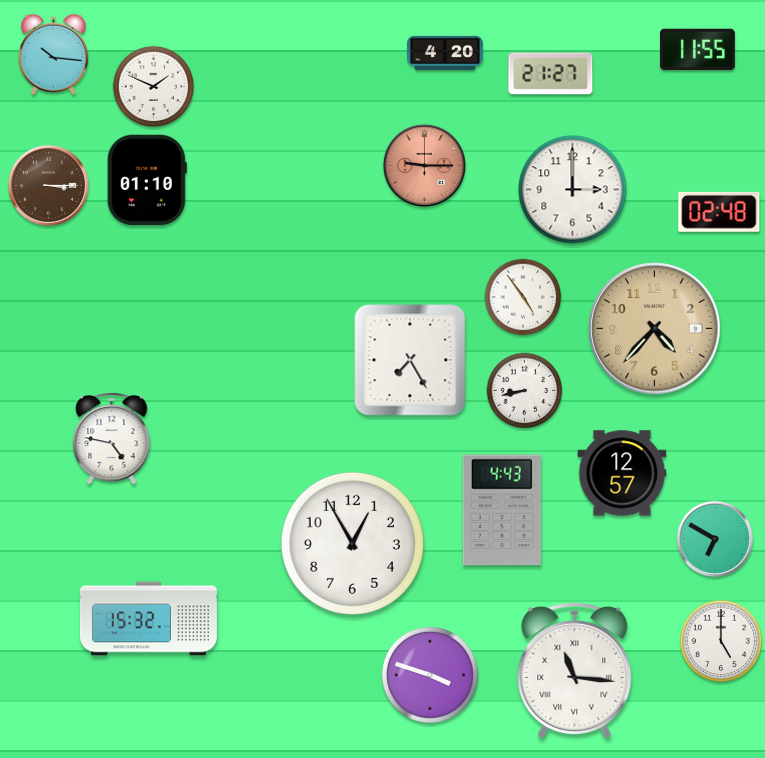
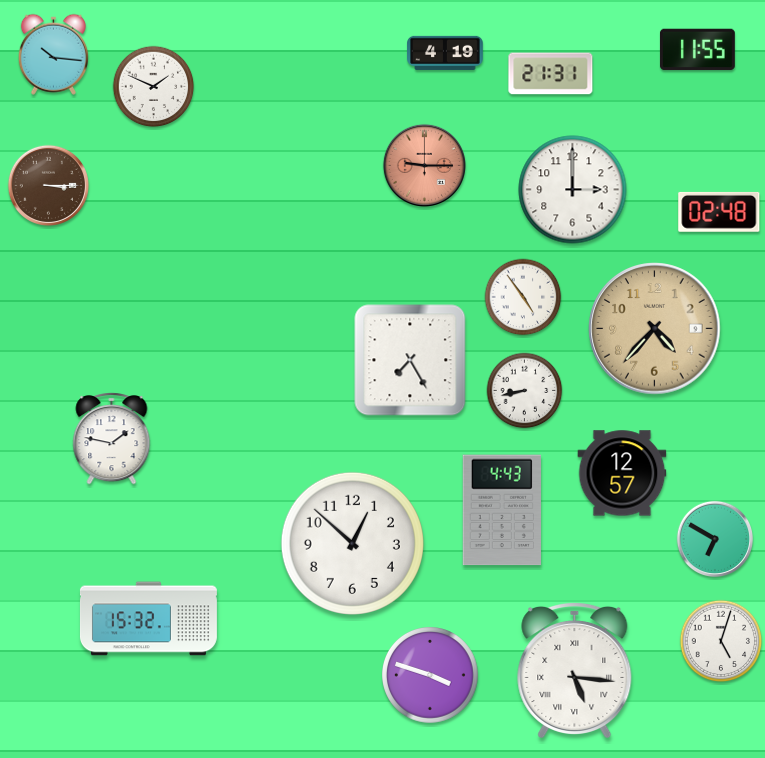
clock at (445, 53): 4:20 -> 4:19
clock at (551, 74): 21:27 -> 21:31
clock at (147, 180): 01:10 -> none
clock at (112, 439): 4:47 -> 1:47
clock at (352, 543): 12:55 -> 12:52
clock at (721, 641): 5:00 -> 5:03
clock at (575, 669): 11:16 -> 5:16
